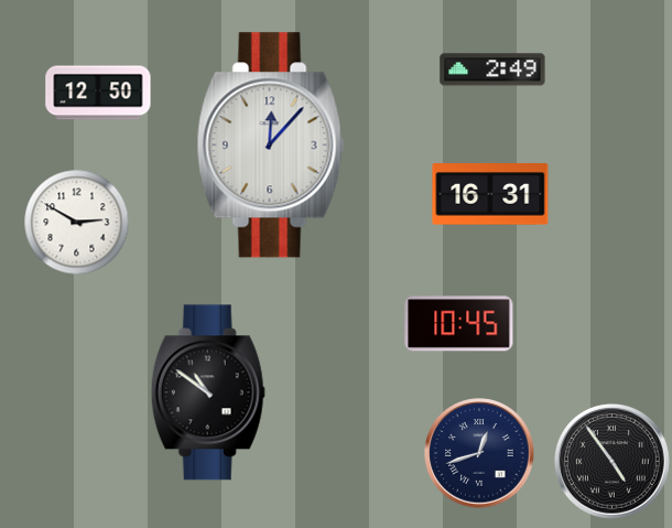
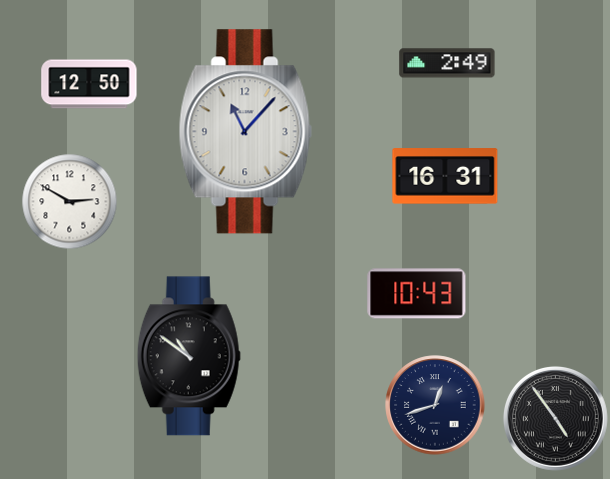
clock at (270, 146): 12:07 -> 11:07
clock at (459, 324): 10:45 -> 10:43
clock at (479, 453) position: (479, 453) -> (435, 405)
